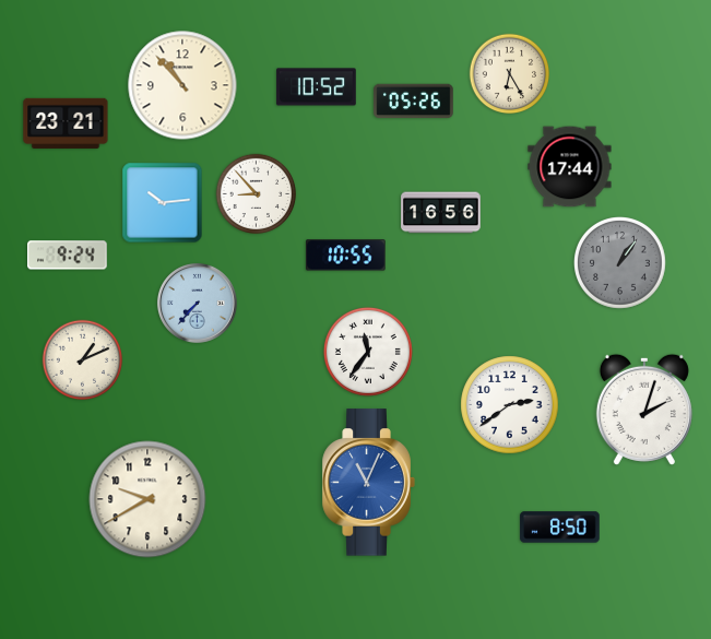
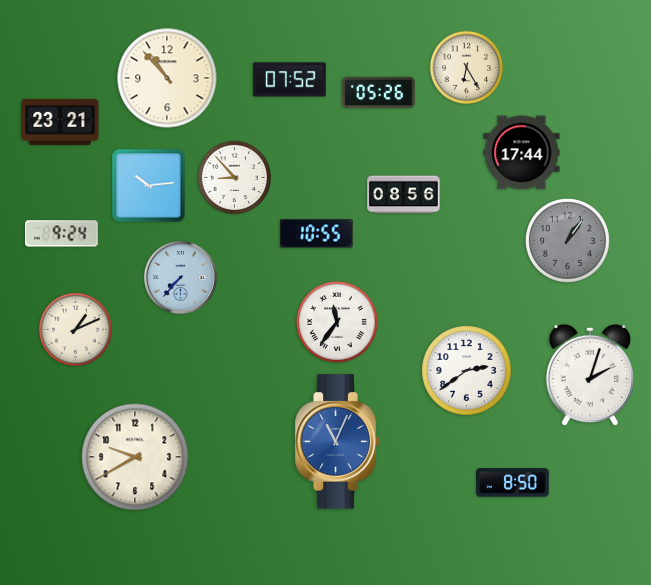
clock at (317, 87): 10:52 -> 07:52
clock at (66, 123) position: (66, 123) -> (60, 122)
clock at (441, 213): 16:56 -> 08:56
